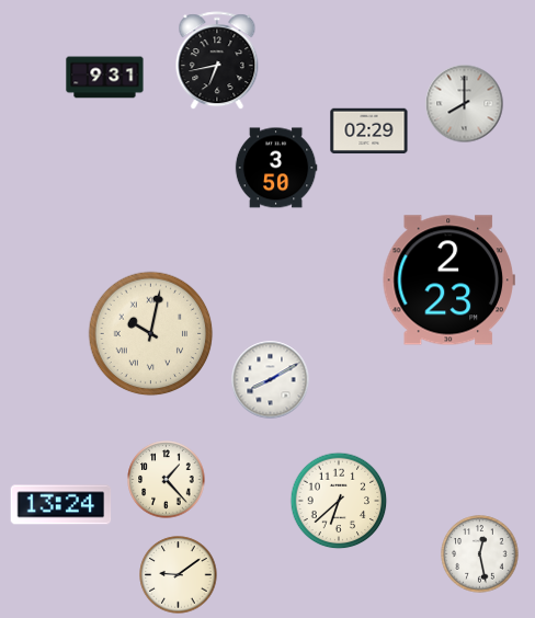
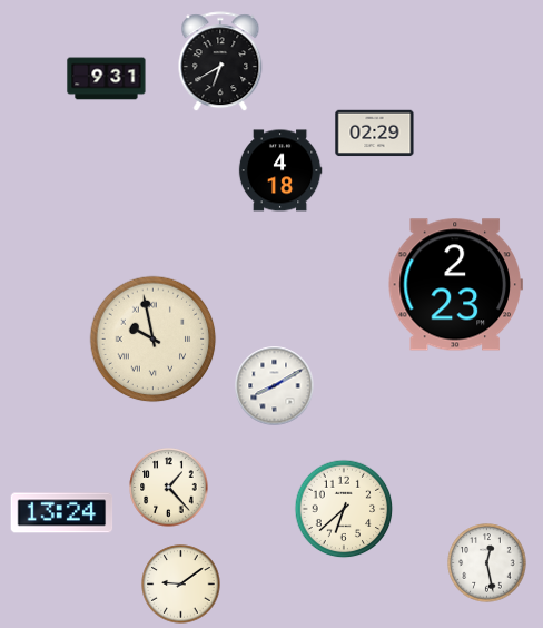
clock at (217, 61): 6:43 -> 6:40
clock at (465, 104): 8:00 -> none
clock at (276, 168): 3:50 -> 4:18
clock at (151, 334): 10:02 -> 9:58
